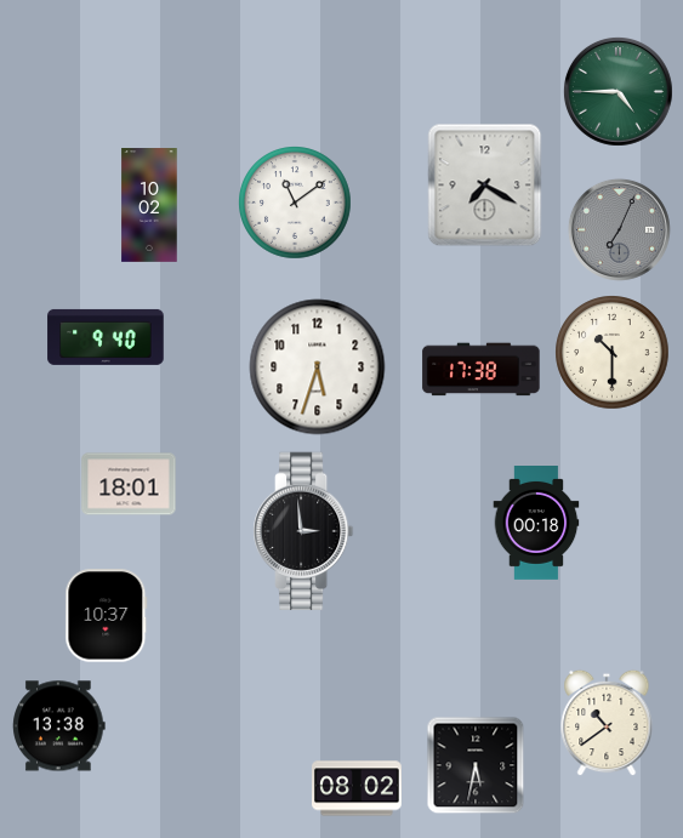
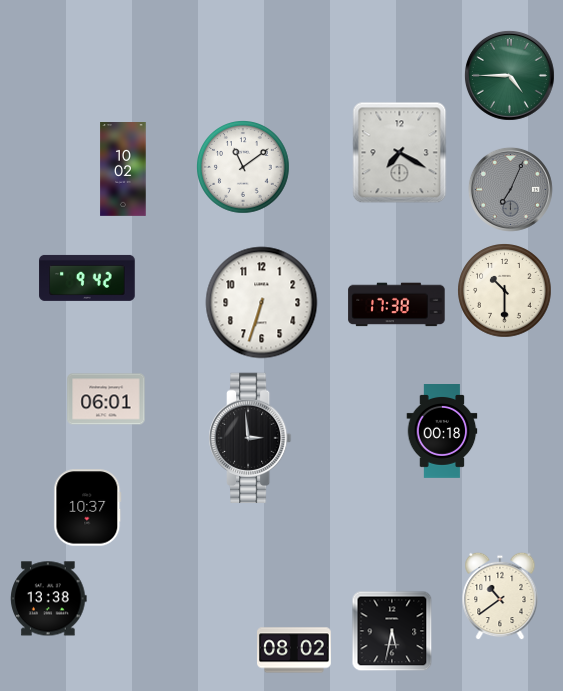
clock at (106, 337): 9:40 -> 9:42
clock at (318, 367): 5:33 -> 6:33
clock at (129, 484): 18:01 -> 06:01
